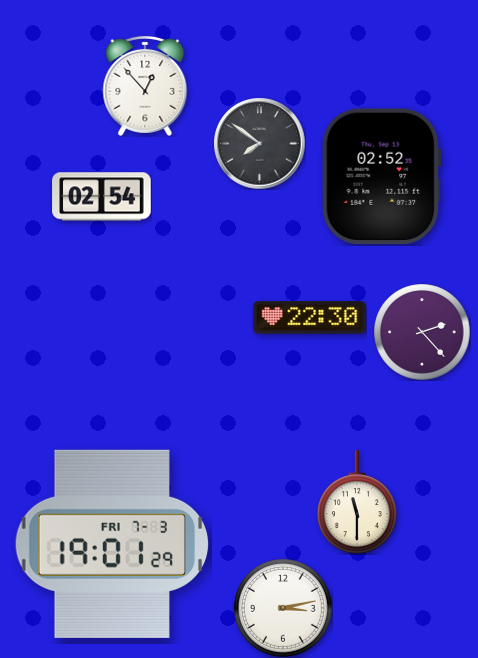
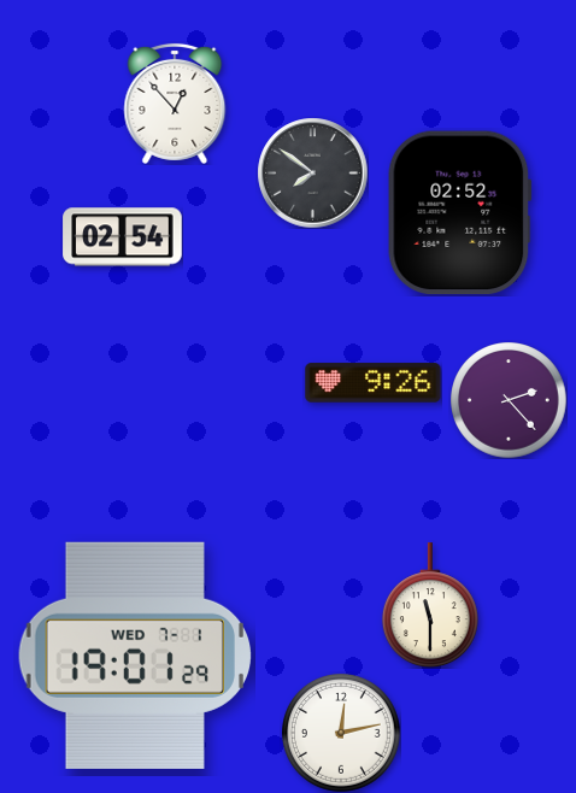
clock at (310, 318): 22:30 -> 9:26
clock at (111, 544) date: FRI 7-3 -> WED 7-1
clock at (284, 609): 3:13 -> 12:13
